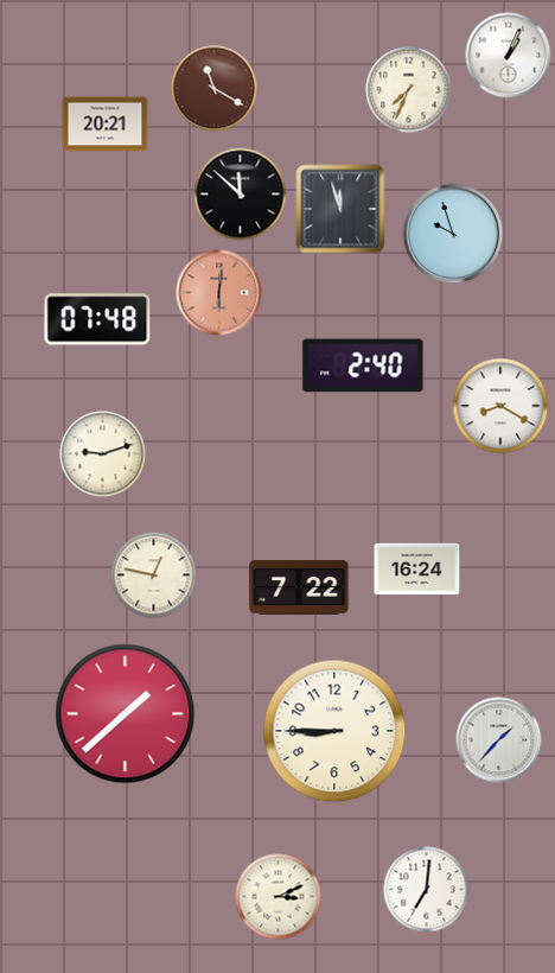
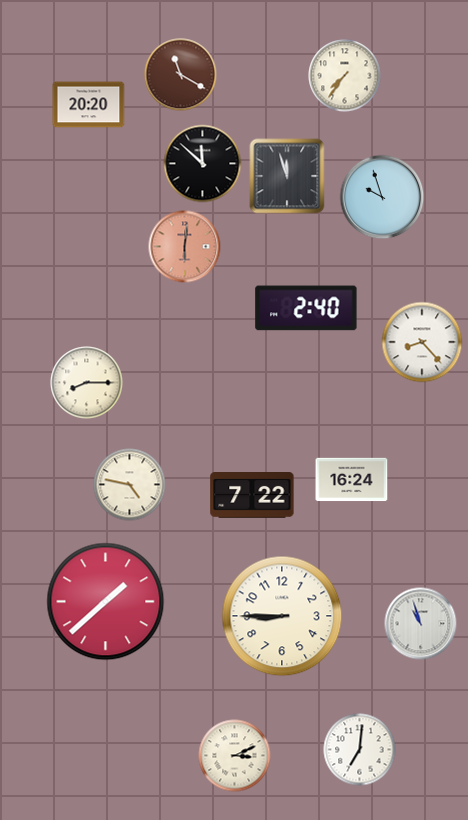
clock at (509, 56): 1:04 -> none
clock at (409, 90): 7:34 -> 7:36
clock at (106, 125): 20:21 -> 20:20
clock at (97, 319): 07:48 -> none
clock at (500, 406): 8:20 -> 8:23
clock at (103, 454): 9:12 -> 8:15
clock at (154, 575): 12:47 -> 4:47
clock at (499, 740): 1:37 -> 10:57
